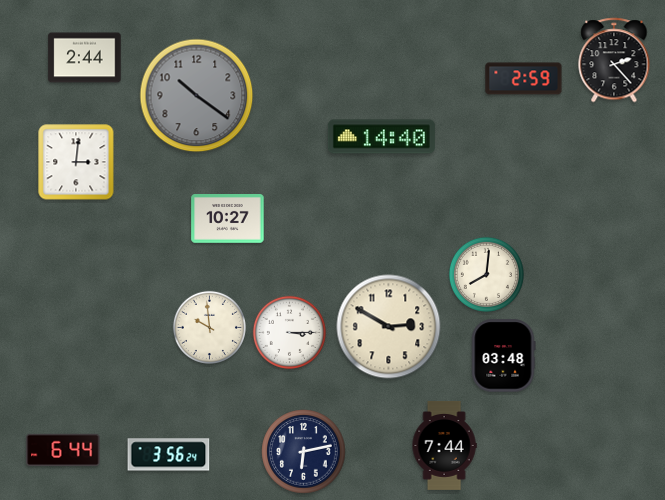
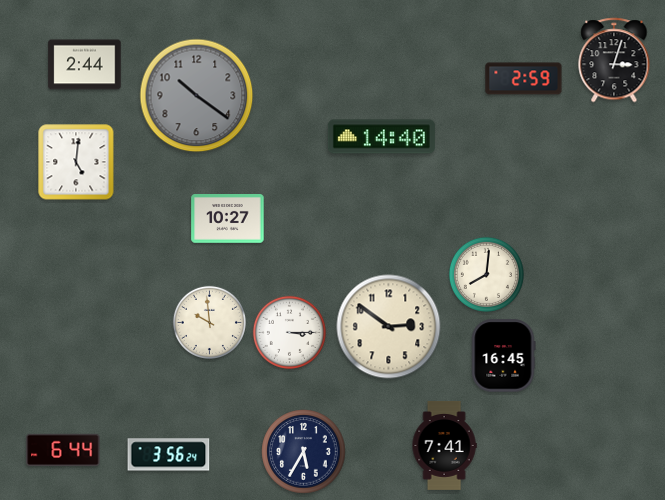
clock at (85, 58) position: (85, 58) -> (85, 65)
clock at (614, 60): 2:23 -> 3:03
clock at (76, 162): 3:01 -> 5:01
clock at (209, 327) position: (209, 327) -> (209, 322)
clock at (389, 327): 2:50 -> 2:51
clock at (504, 356): 03:48 -> 16:45
clock at (444, 445): 7:44 -> 7:41
clock at (304, 452): 6:13 -> 5:35
